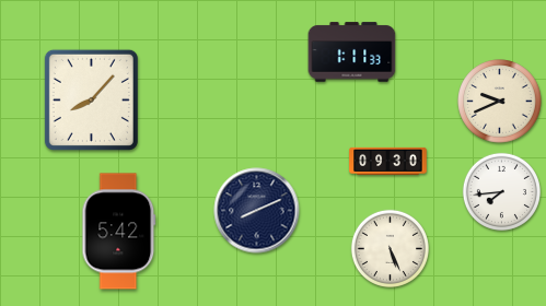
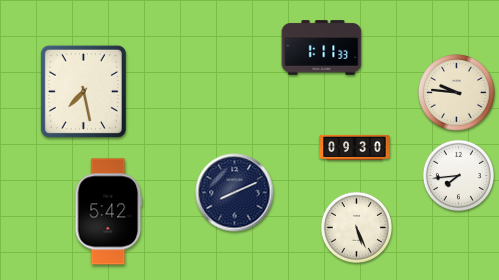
clock at (91, 99): 8:07 -> 7:28
clock at (500, 102): 9:41 -> 9:46
